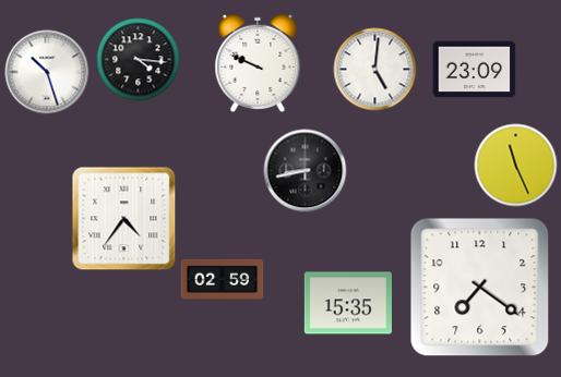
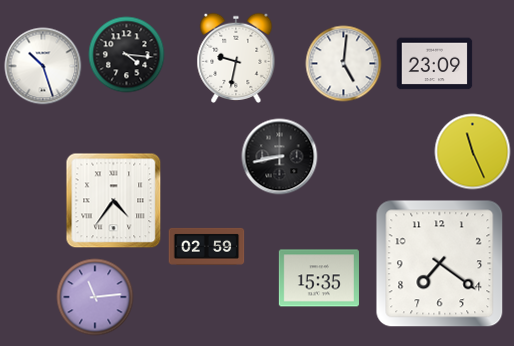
clock at (258, 63): 9:49 -> 9:32
clock at (223, 279) position: (223, 279) -> (207, 246)
clock at (95, 297): none -> 11:14
